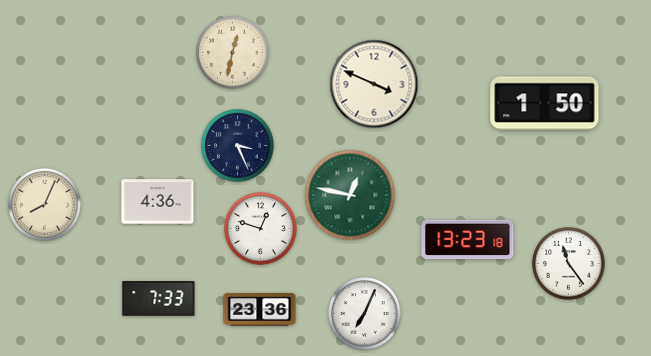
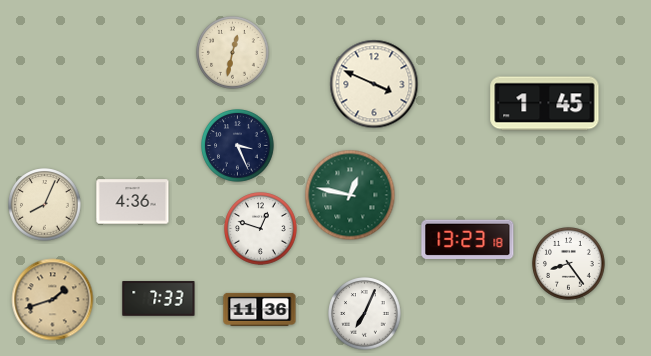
clock at (545, 104): 1:50 -> 1:45
clock at (158, 202) position: (158, 202) -> (133, 202)
clock at (569, 264): 11:24 -> 8:24
clock at (53, 300): none -> 1:42
clock at (260, 309): 23:36 -> 11:36
